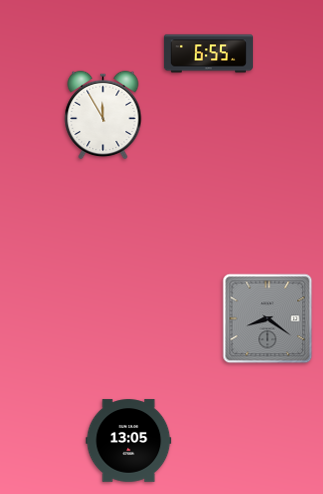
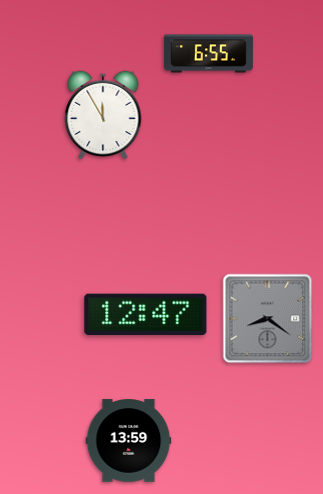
clock at (146, 315): none -> 12:47
clock at (129, 441): 13:05 -> 13:59
